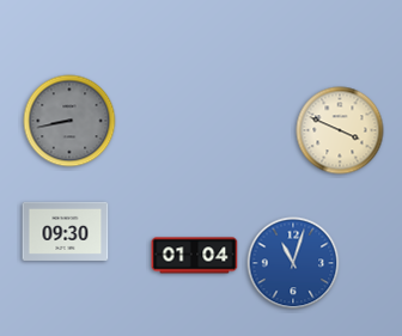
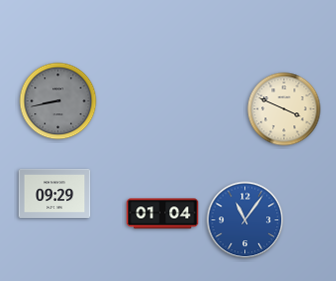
clock at (66, 231): 09:30 -> 09:29
clock at (293, 263): 11:03 -> 11:06
